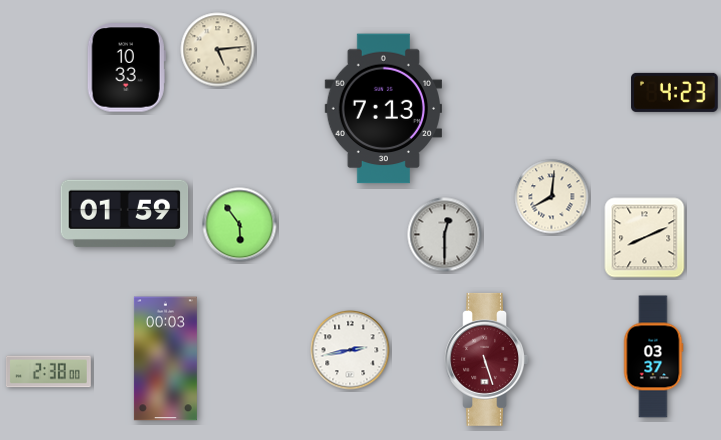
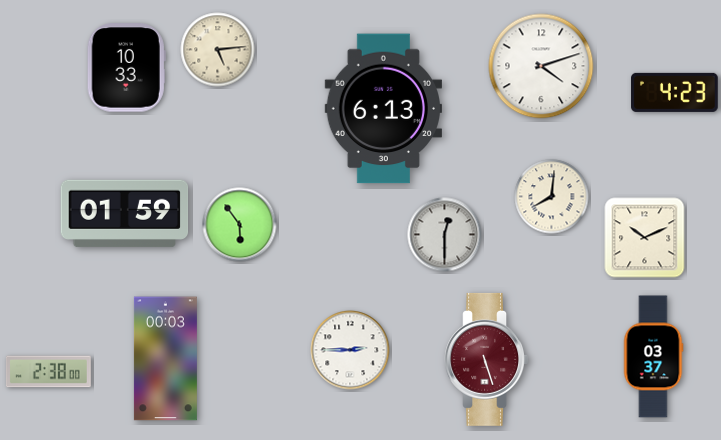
clock at (541, 66): none -> 4:12
clock at (383, 109): 7:13 -> 6:13
clock at (645, 238): 8:11 -> 10:11
clock at (350, 350): 2:43 -> 2:45
